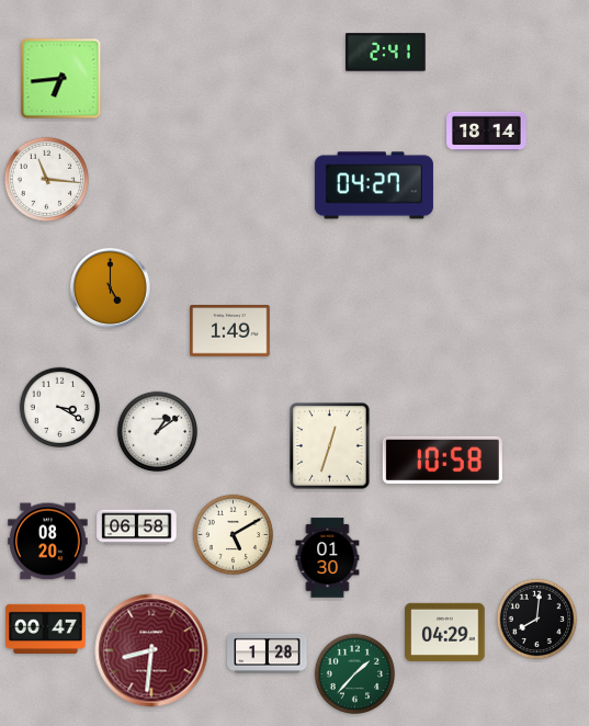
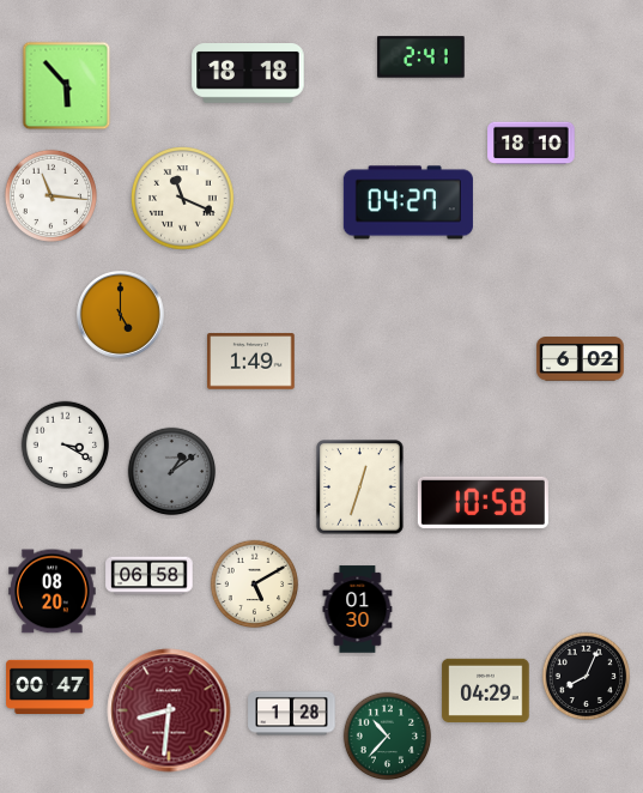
clock at (248, 74): none -> 18:18
clock at (61, 79): 6:44 -> 5:53
clock at (487, 132): 18:14 -> 18:10
clock at (183, 199): none -> 11:19
clock at (581, 359): none -> 6:02
clock at (158, 432) dial: white -> grey
clock at (537, 620): 8:01 -> 8:04
clock at (151, 650) position: (151, 650) -> (169, 710)
clock at (355, 674): 1:37 -> 10:37
